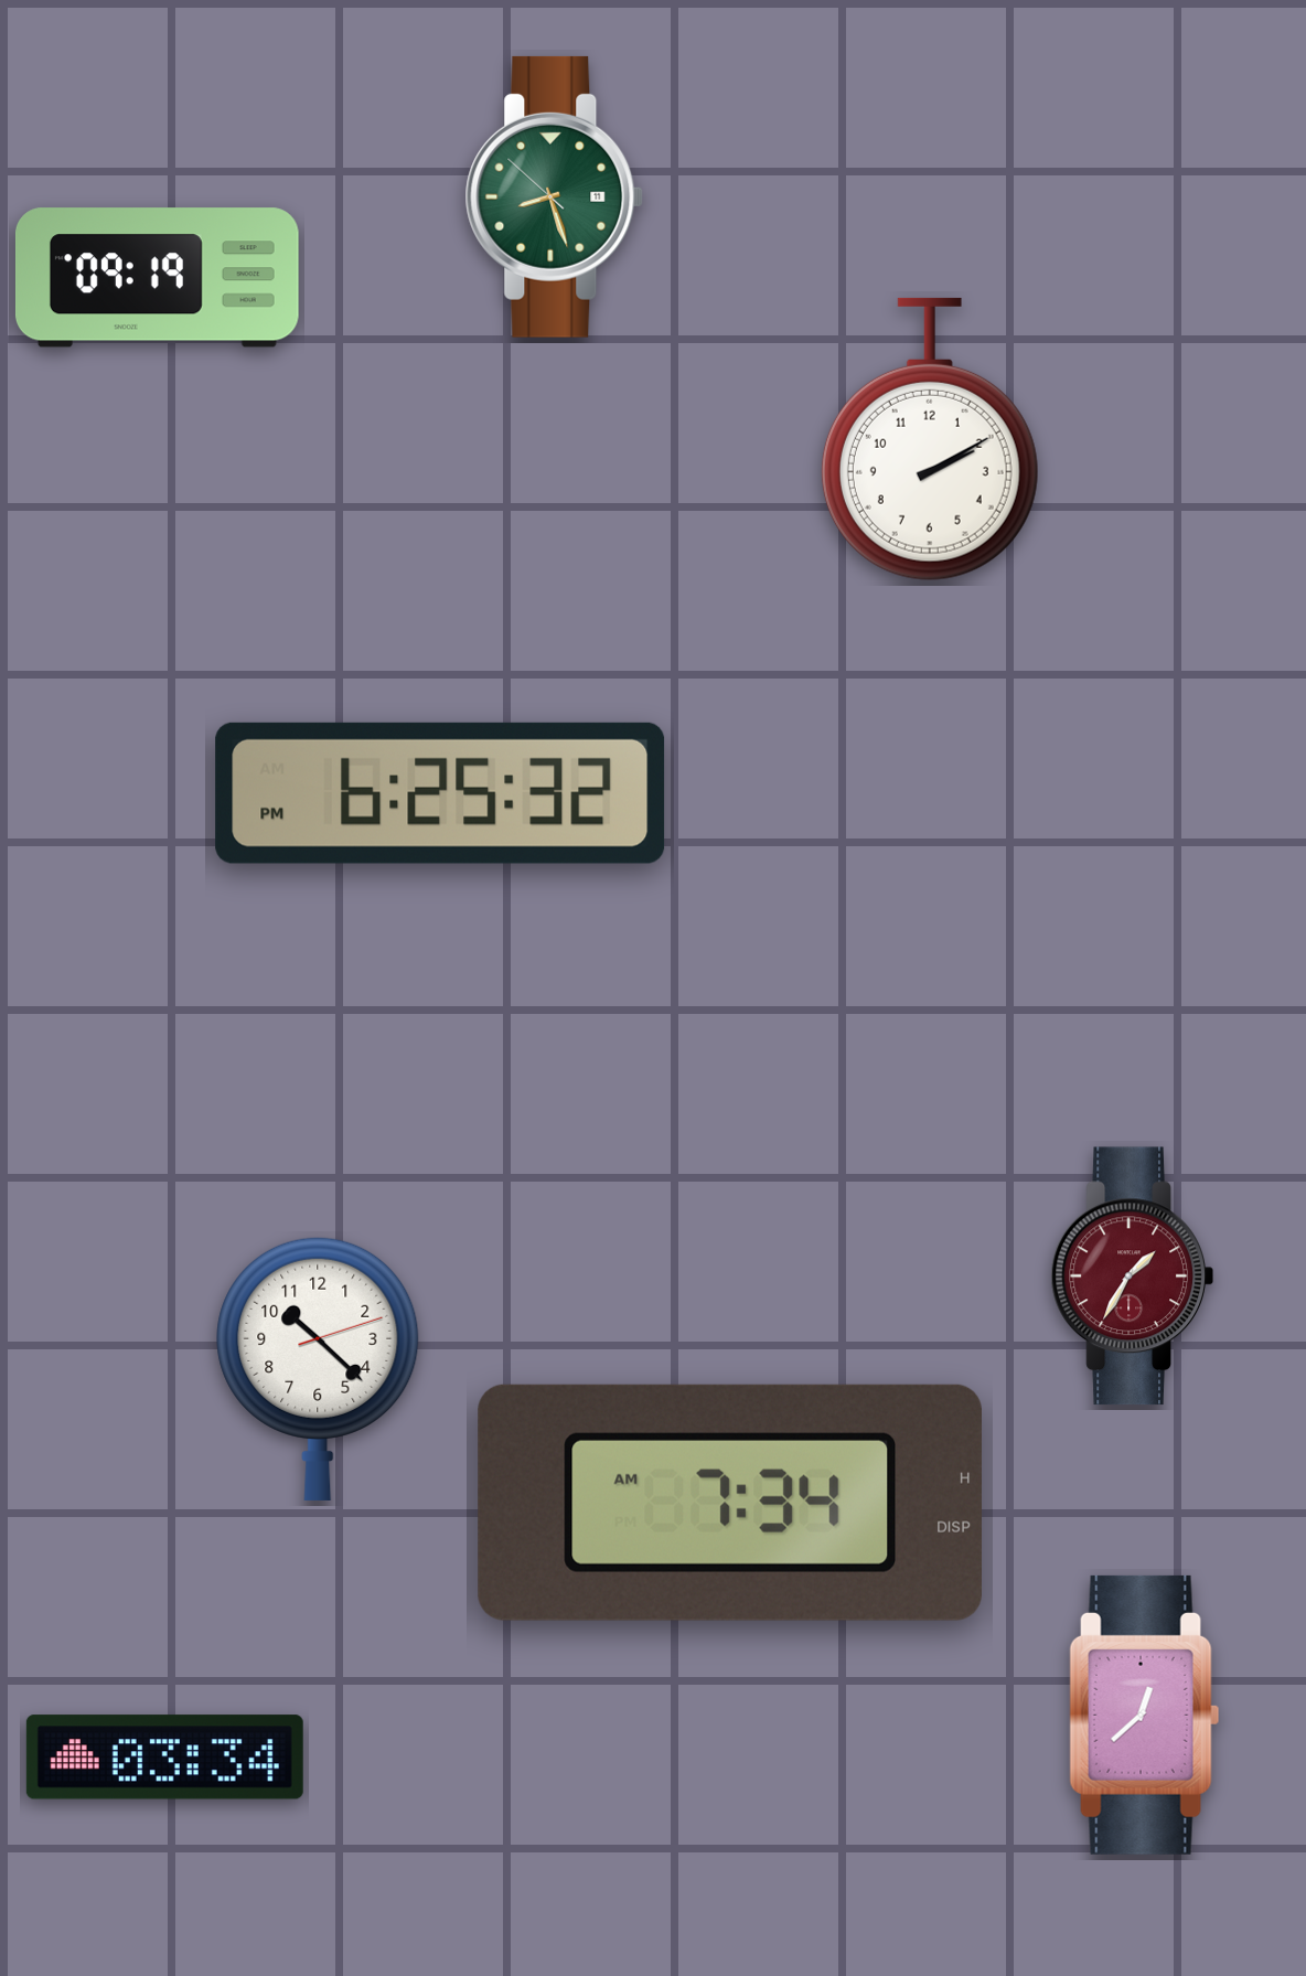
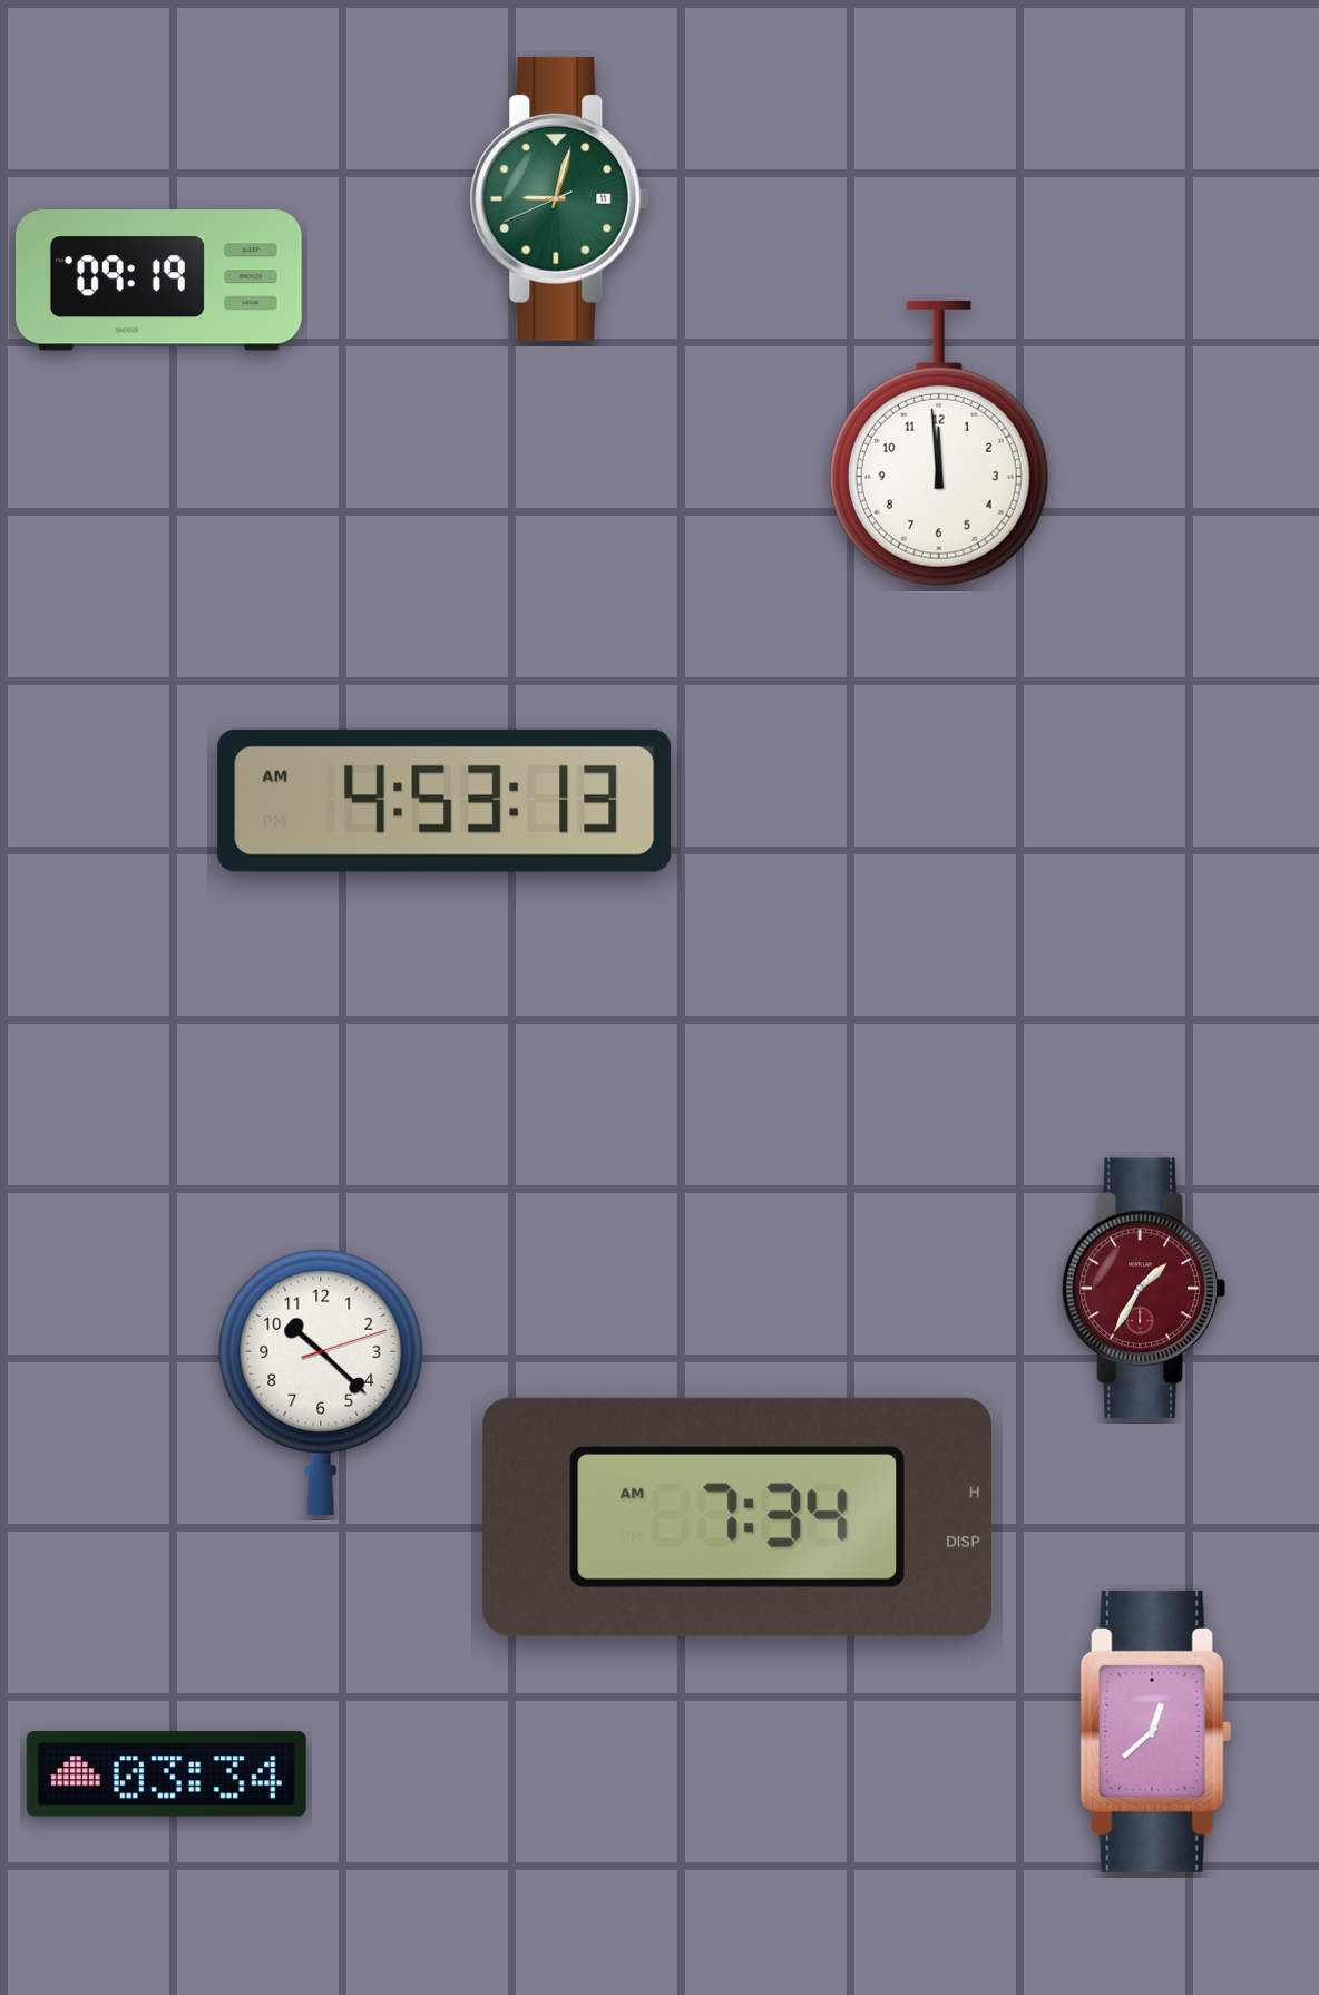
clock at (555, 196): 8:26 -> 9:02
clock at (930, 439): 2:10 -> 11:59
clock at (440, 793): 6:25 -> 4:53
